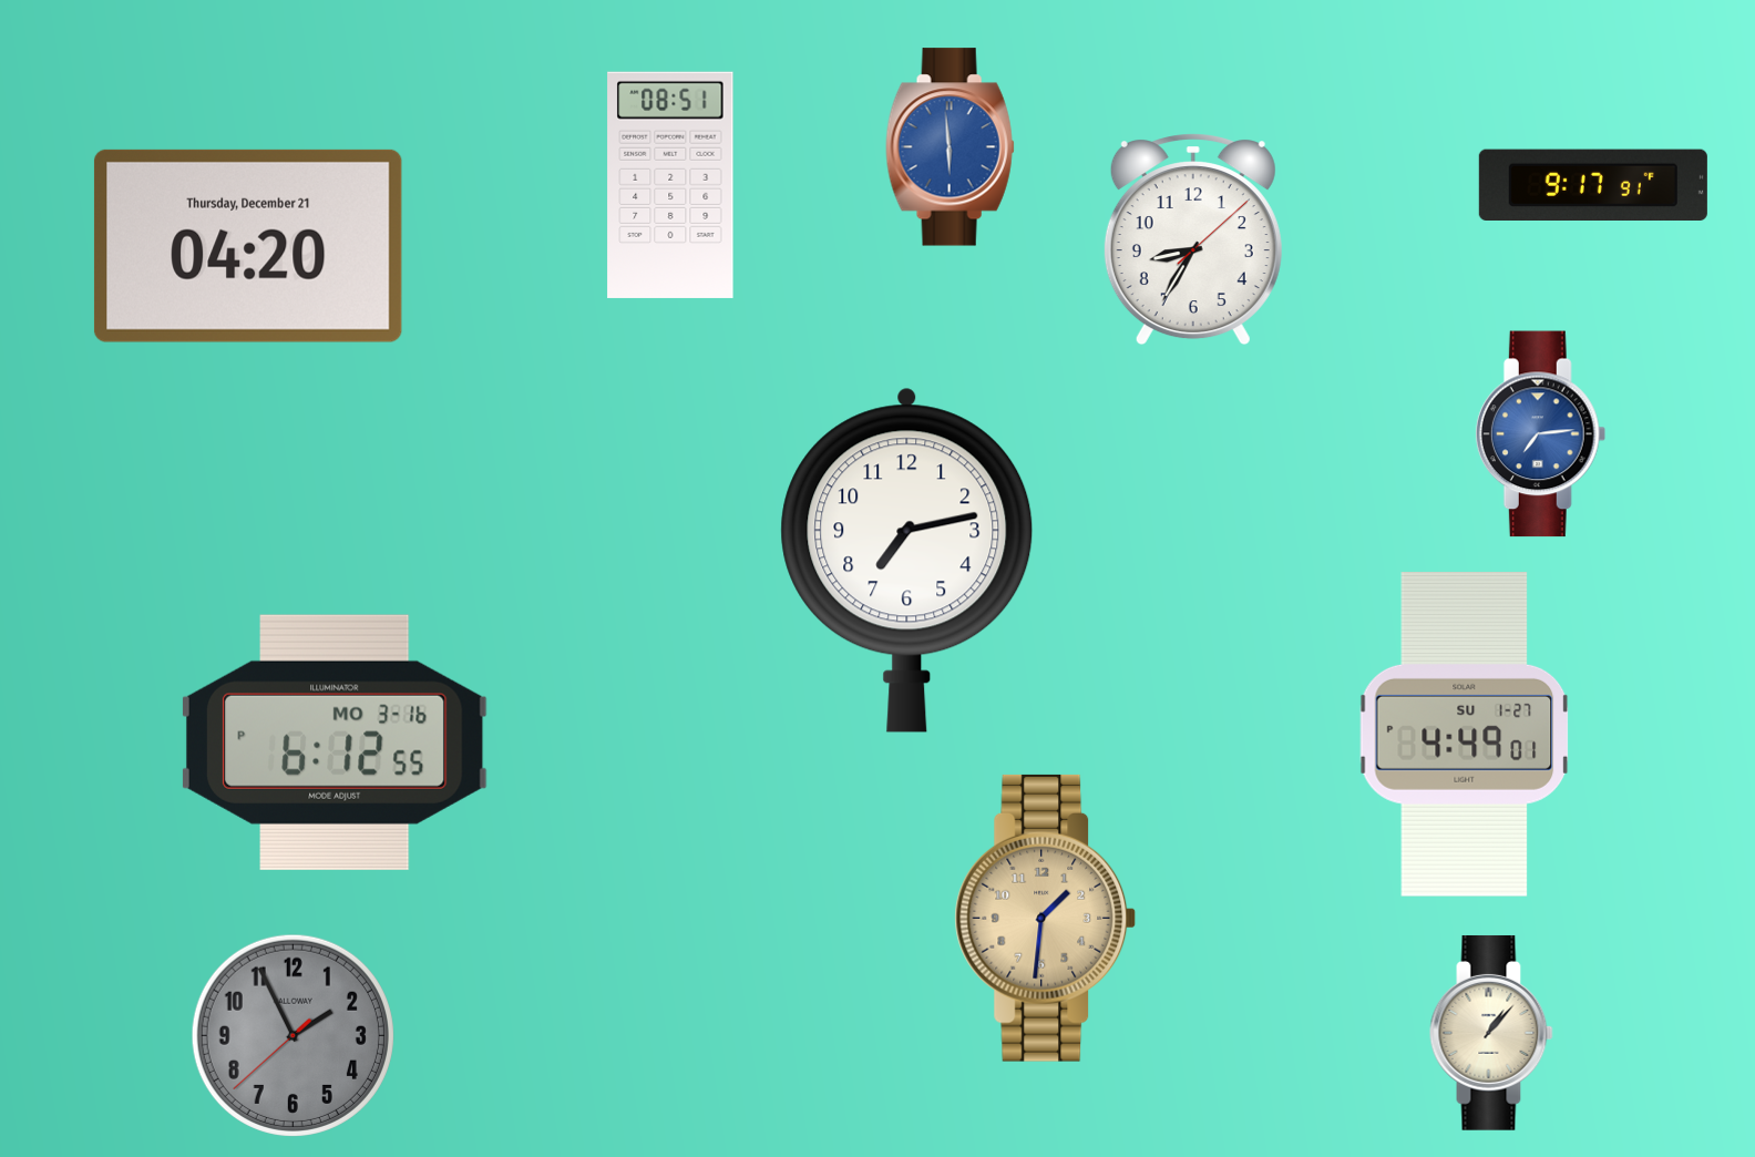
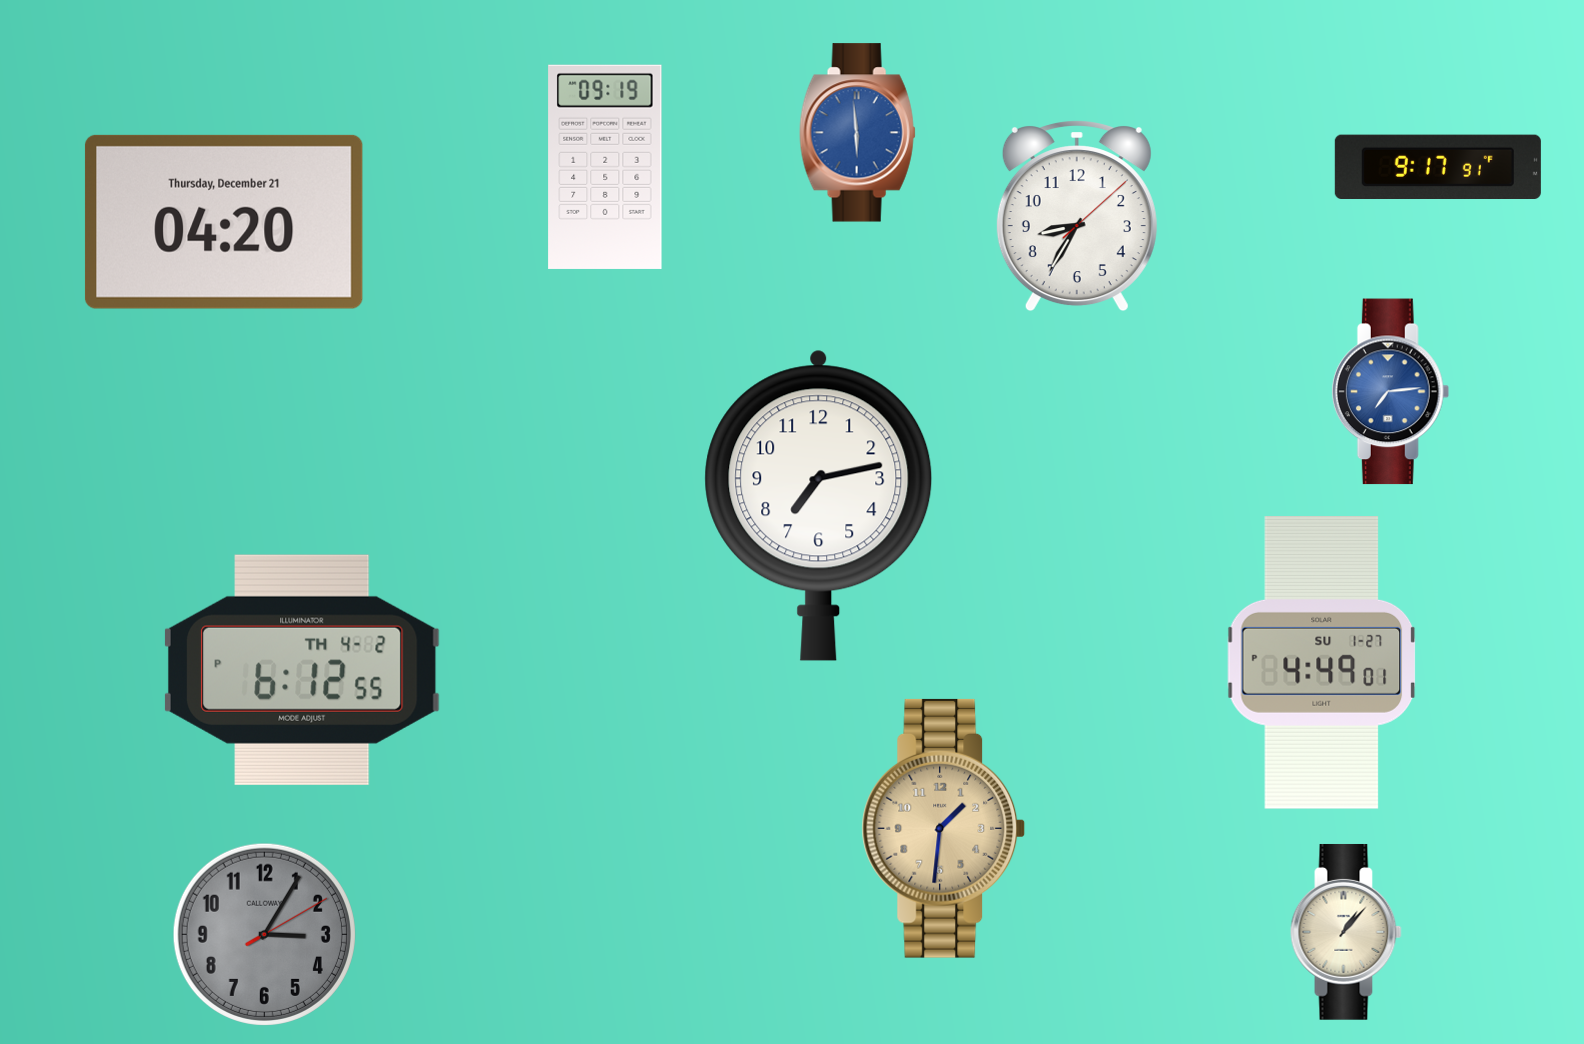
clock at (670, 185): 08:51 -> 09:19
clock at (335, 743) date: MO 3-16 -> TH 4-2
clock at (292, 1035): 1:55 -> 3:05
